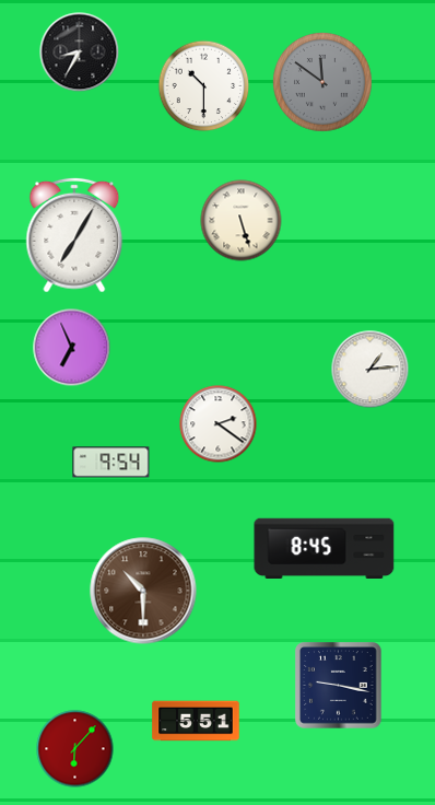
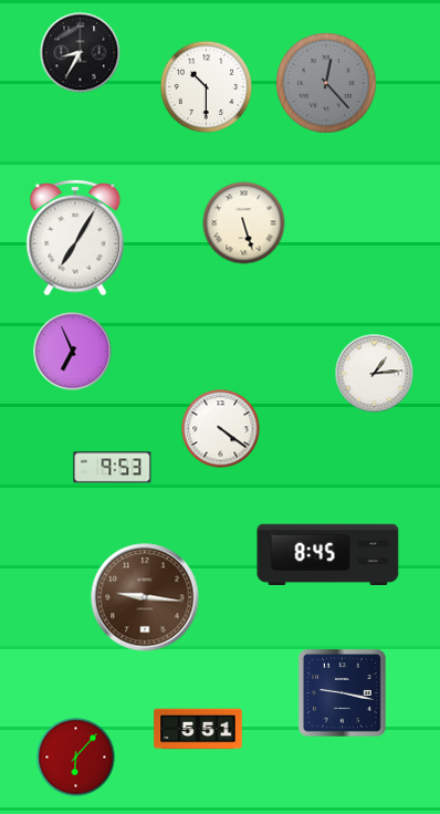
clock at (322, 82): 11:51 -> 12:23
clock at (219, 424): 2:21 -> 4:21
clock at (111, 463): 9:54 -> 9:53
clock at (143, 591): 10:30 -> 9:16
